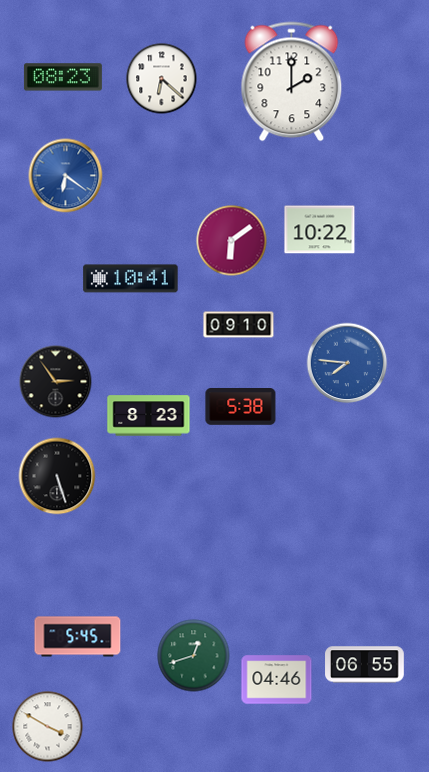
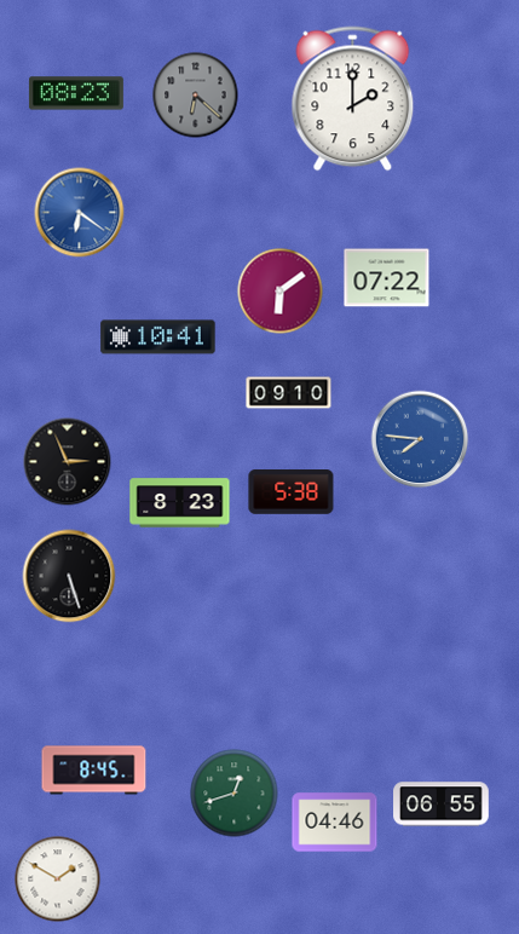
clock at (162, 79) dial: white -> grey
clock at (320, 230): 10:22 -> 07:22
clock at (56, 382): 2:54 -> 2:56
clock at (78, 637): 5:45 -> 8:45
clock at (48, 727): 3:50 -> 1:50
